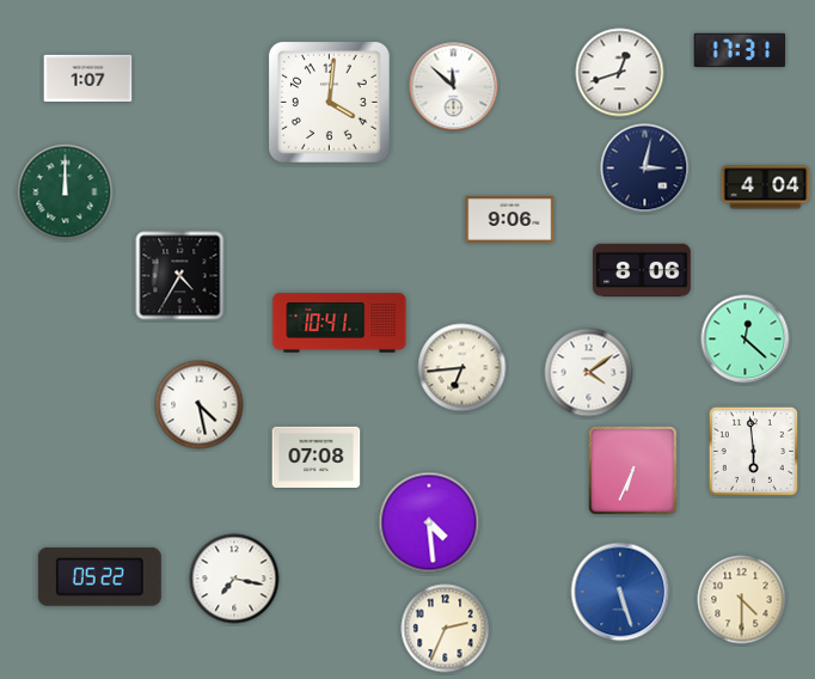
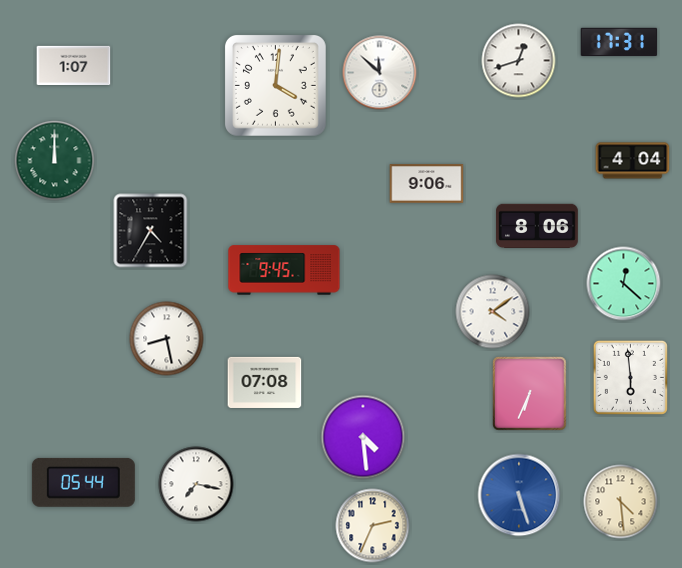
clock at (645, 169): 3:02 -> none
clock at (766, 188) position: (766, 188) -> (633, 161)
clock at (339, 323): 10:41 -> 9:45
clock at (462, 368): 6:44 -> none
clock at (200, 405): 4:28 -> 8:28
clock at (429, 522) position: (429, 522) -> (363, 437)
clock at (99, 576): 05:22 -> 05:44
clock at (742, 600): 4:30 -> 4:29
